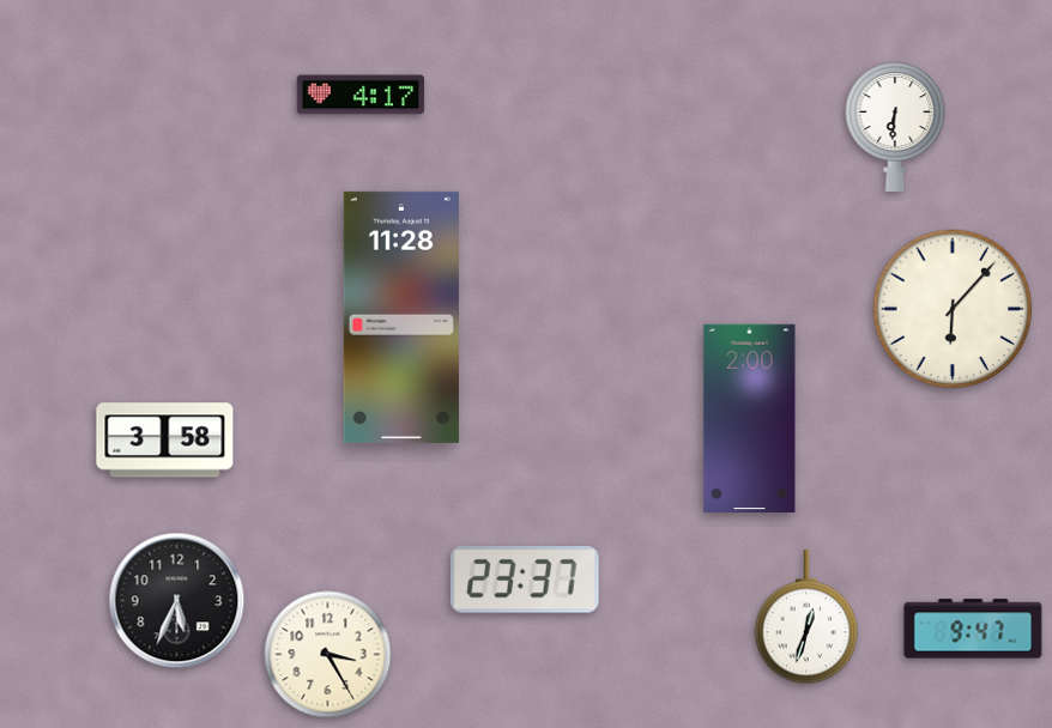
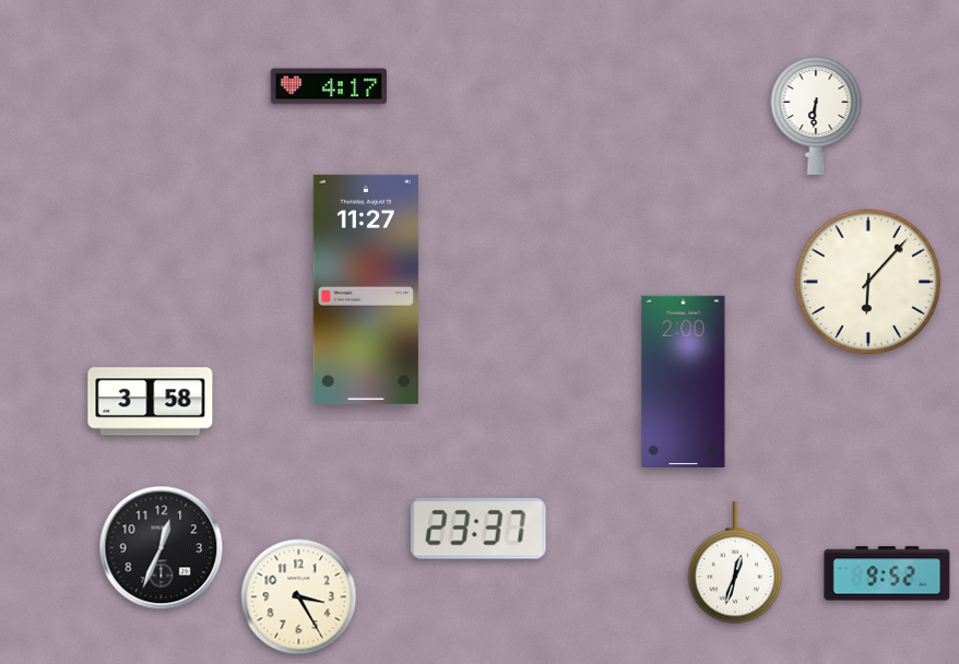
clock at (401, 317): 11:28 -> 11:27
clock at (177, 601): 5:34 -> 12:34
clock at (973, 629): 9:47 -> 9:52
